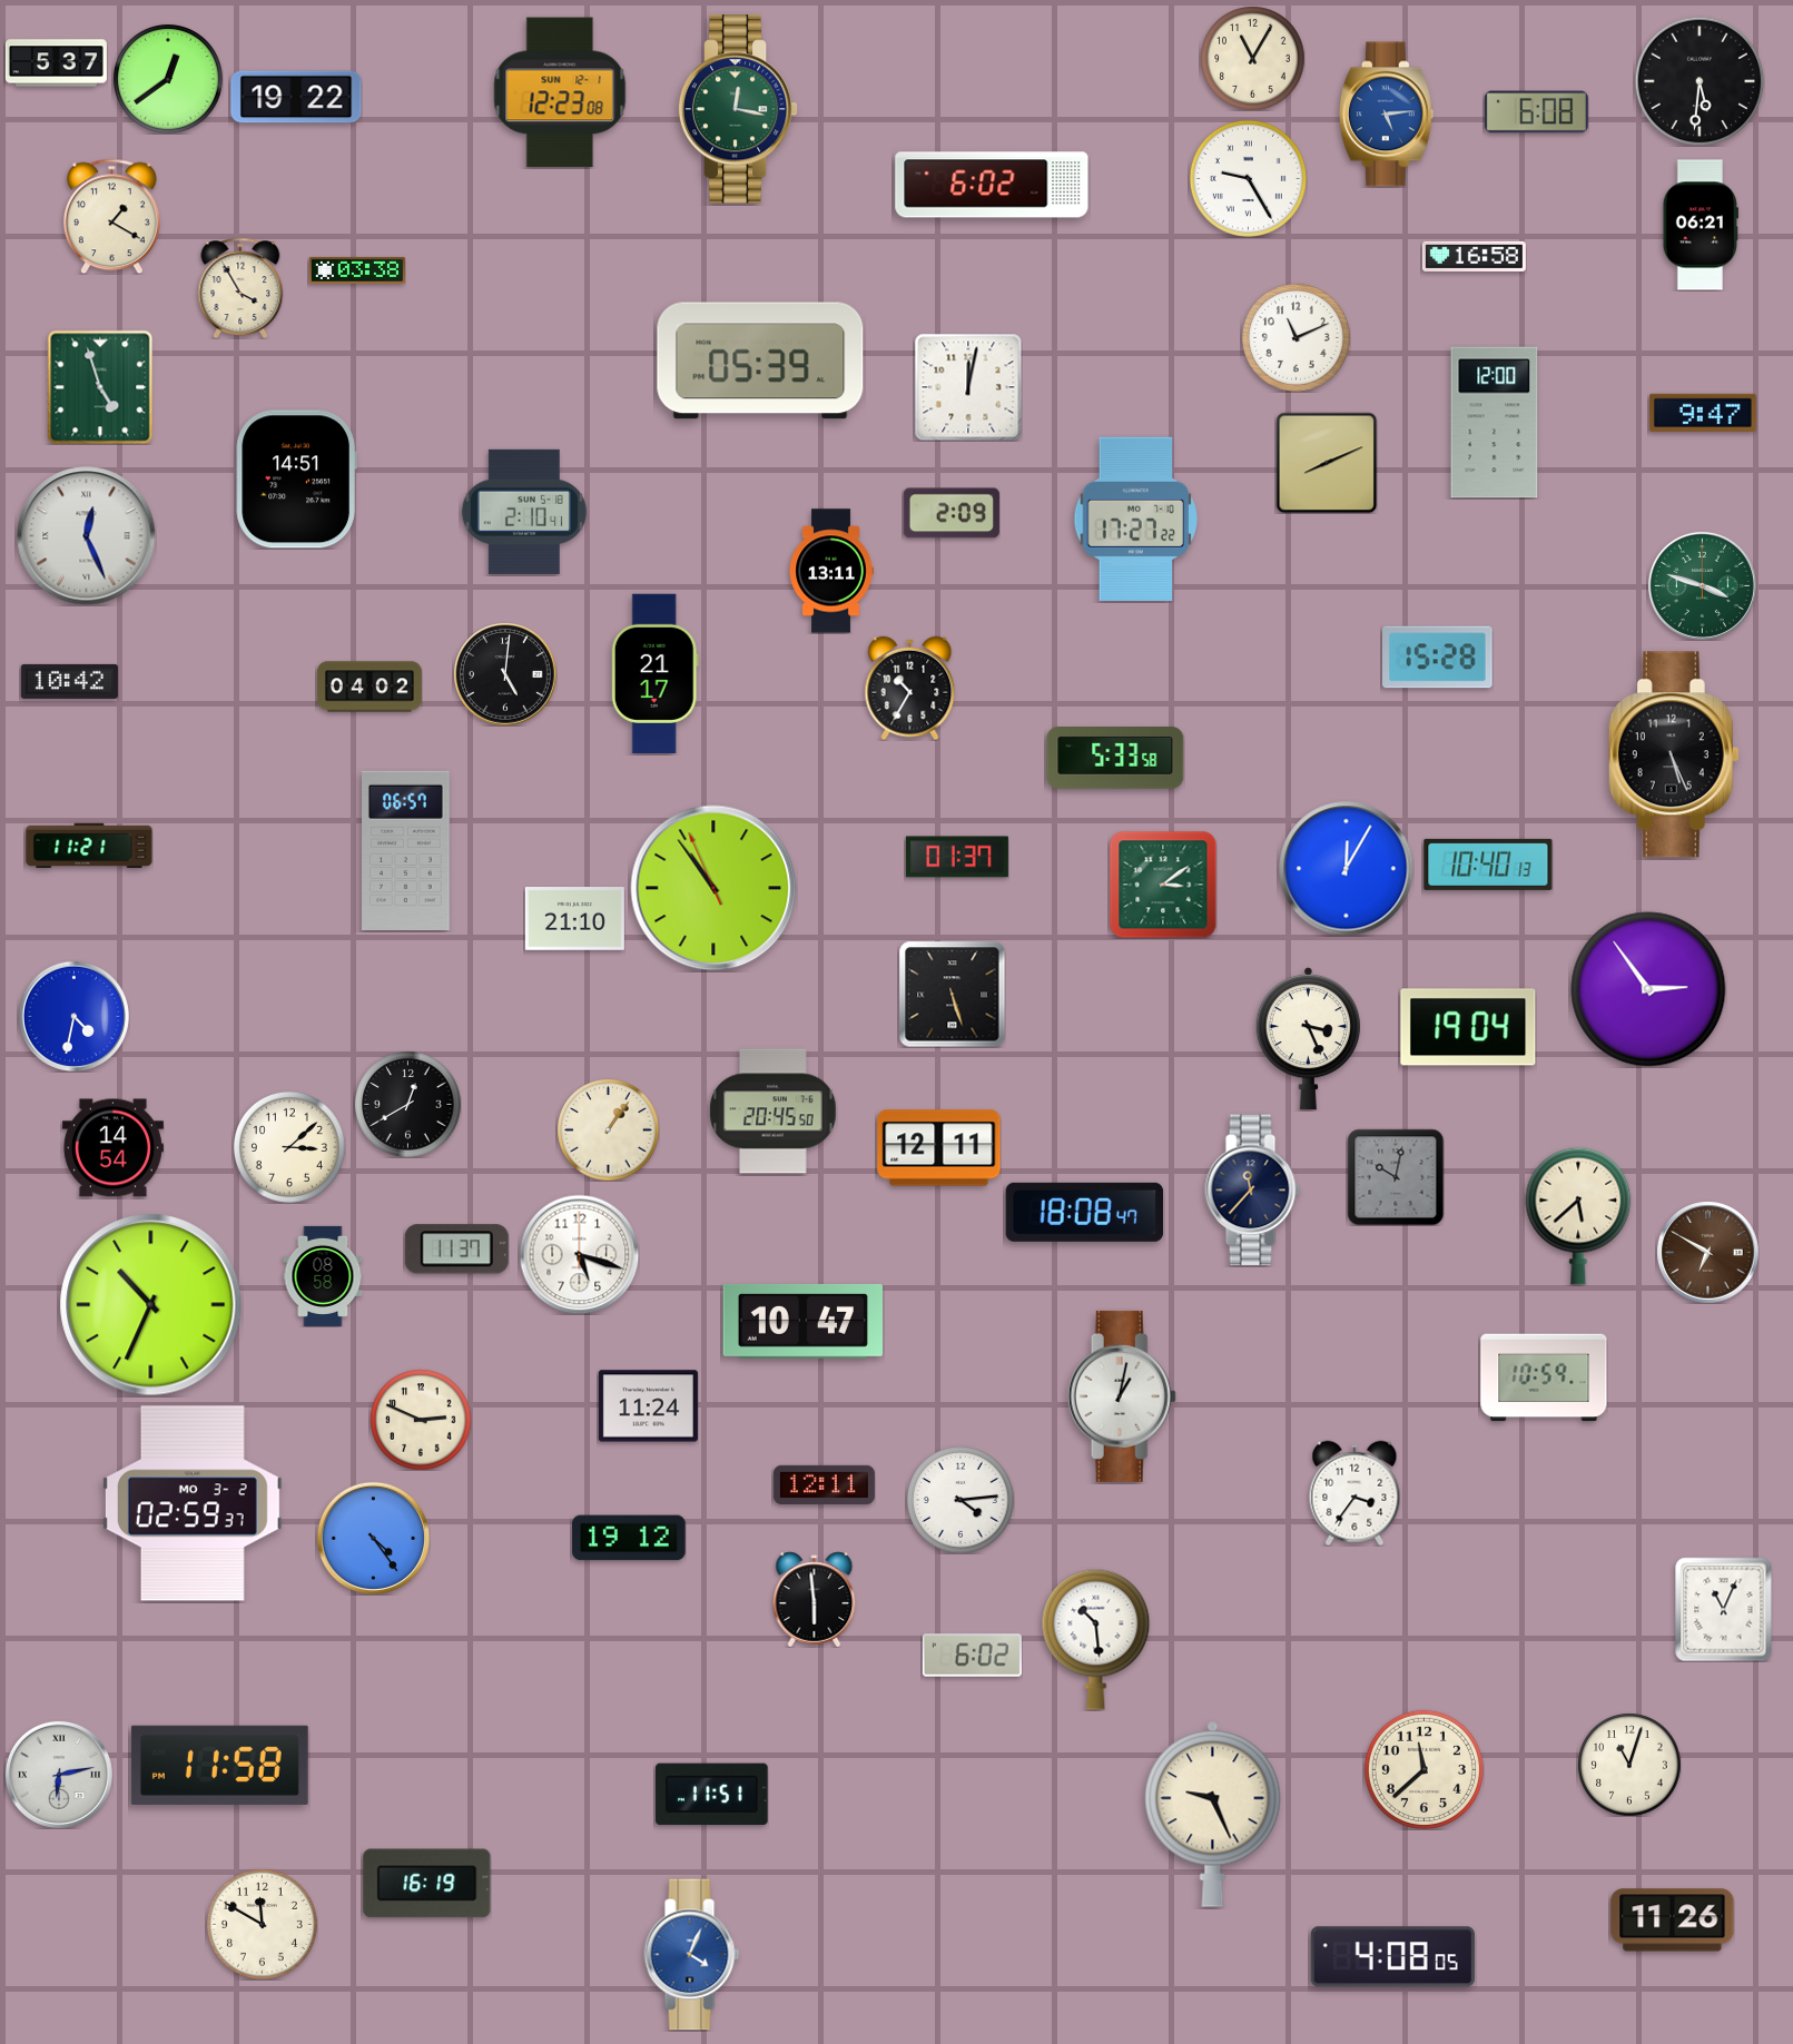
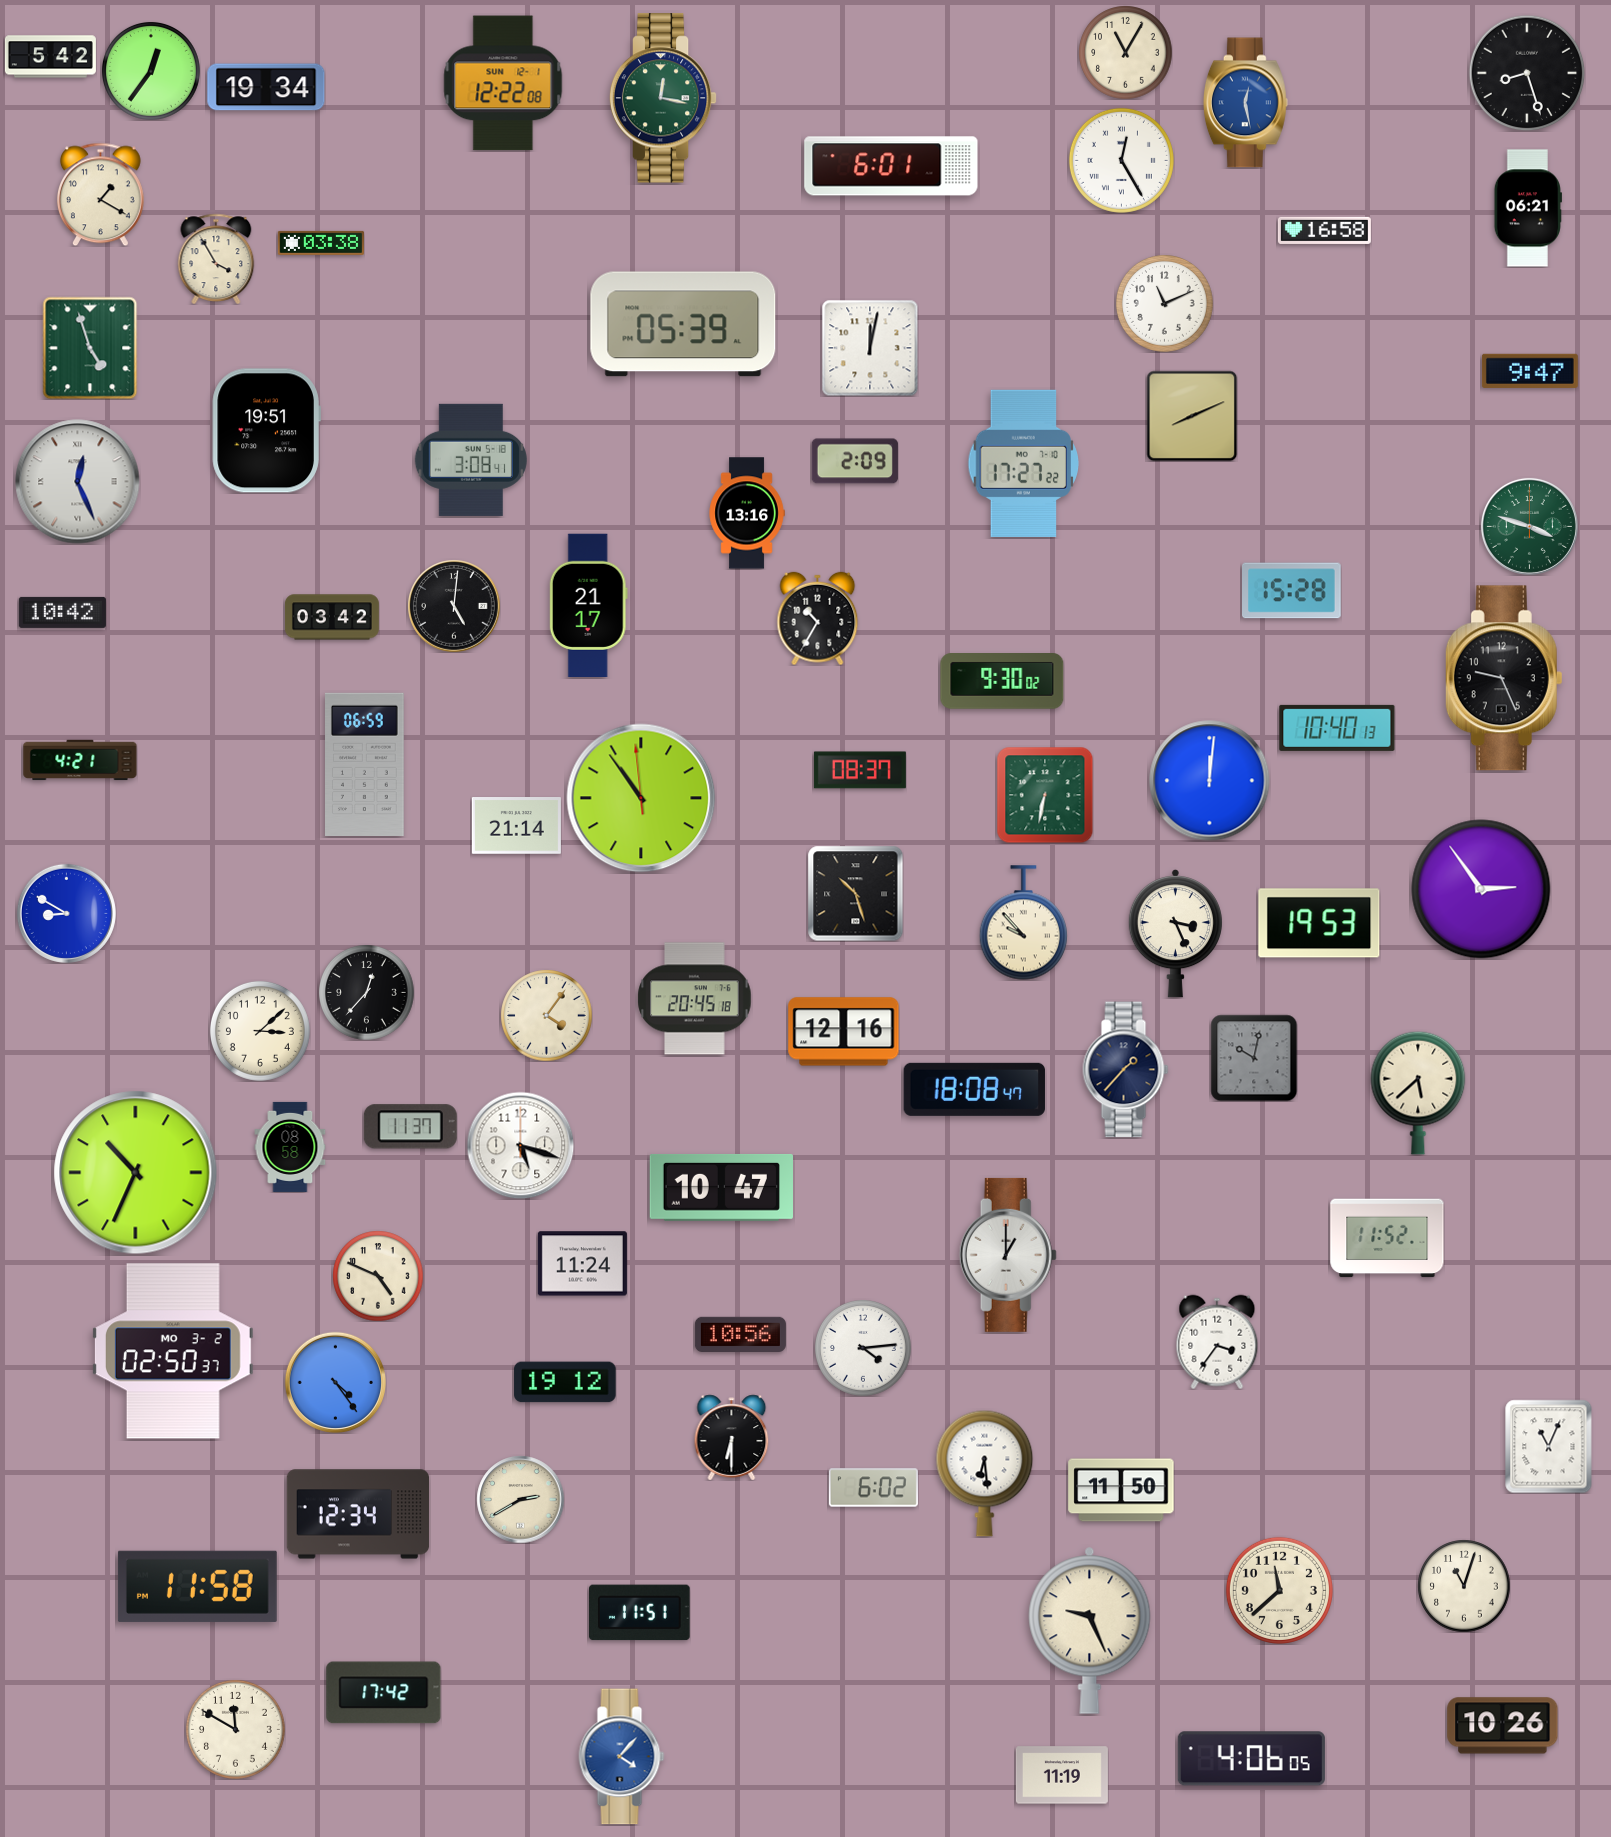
clock at (56, 63): 5:37 -> 5:42
clock at (168, 79): 12:39 -> 12:36
clock at (1700, 81): 5:31 -> 8:27
clock at (560, 92): 12:23 -> 12:22
clock at (296, 97): 19:22 -> 19:34
clock at (1536, 112): 6:08 -> none
clock at (1386, 115): 5:14 -> 12:28
clock at (1248, 178): 9:25 -> 12:25
clock at (992, 185): 6:02 -> 6:01
clock at (1701, 225) position: (1701, 225) -> (1528, 208)
clock at (1495, 423): 12:00 -> none
clock at (296, 480): 14:51 -> 19:51
clock at (524, 512): 2:10 -> 3:08
clock at (1135, 519) position: (1135, 519) -> (1023, 463)
clock at (831, 571): 13:11 -> 13:16
clock at (370, 687): 04:02 -> 03:42
clock at (1674, 754): 5:26 -> 9:26
clock at (1115, 759): 5:33 -> 9:30
clock at (89, 846): 11:21 -> 4:21
clock at (406, 850): 06:57 -> 06:59
clock at (957, 857): 01:37 -> 08:37
clock at (1488, 865) position: (1488, 865) -> (1337, 728)
clock at (1347, 869): 12:05 -> 12:01
clock at (1163, 885): 3:09 -> 6:32
clock at (713, 888): 10:53:56 -> 10:53:59
clock at (574, 919): 21:10 -> 21:14
clock at (952, 994): 5:27 -> 10:27
clock at (73, 1016): 4:32 -> 8:50
clock at (1023, 923): none -> 9:53
clock at (1468, 1027): 19:04 -> 19:53
clock at (408, 1105): 12:40 -> 12:37
clock at (774, 1112): 20:45:50 -> 20:45:18
clock at (608, 1129): 1:06 -> 4:06
clock at (112, 1148): 14:54 -> none
clock at (939, 1148): 12:11 -> 12:16
clock at (1253, 1191): 11:37 -> 1:37
clock at (456, 1250) position: (456, 1250) -> (410, 1127)
clock at (1707, 1252): 6:50 -> none
clock at (579, 1254) position: (579, 1254) -> (520, 1145)
clock at (1544, 1378): 10:59 -> 11:52
clock at (1122, 1396): 1:02 -> 1:00
clock at (421, 1420): 2:49 -> 4:49
clock at (824, 1484): 12:11 -> 10:56
clock at (193, 1503): 02:59 -> 02:50
clock at (815, 1599): 5:59 -> 6:30
clock at (1096, 1639): 10:29 -> 6:29
clock at (1121, 1490): none -> 11:50
clock at (520, 1499): none -> 2:40
clock at (358, 1514): none -> 12:34
clock at (59, 1775): 6:13 -> none
clock at (427, 1884): 16:19 -> 17:42
clock at (1673, 1920): 11:26 -> 10:26
clock at (692, 1955): 4:04 -> 4:07
clock at (1392, 1957): 4:08 -> 4:06
clock at (1062, 1775): none -> 11:19
